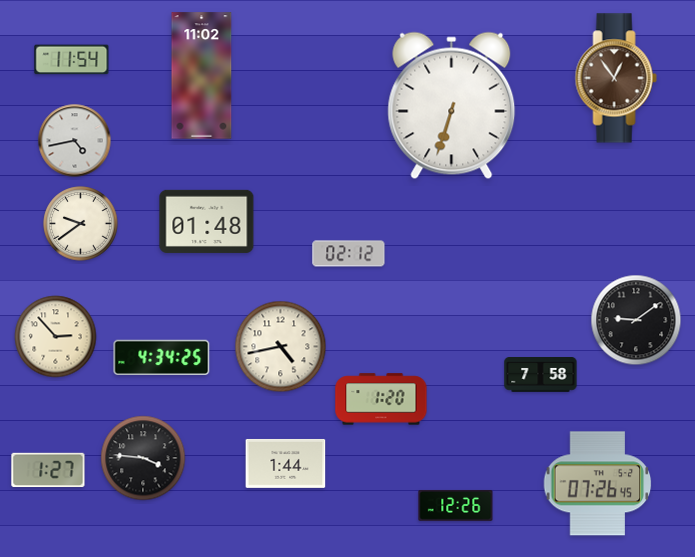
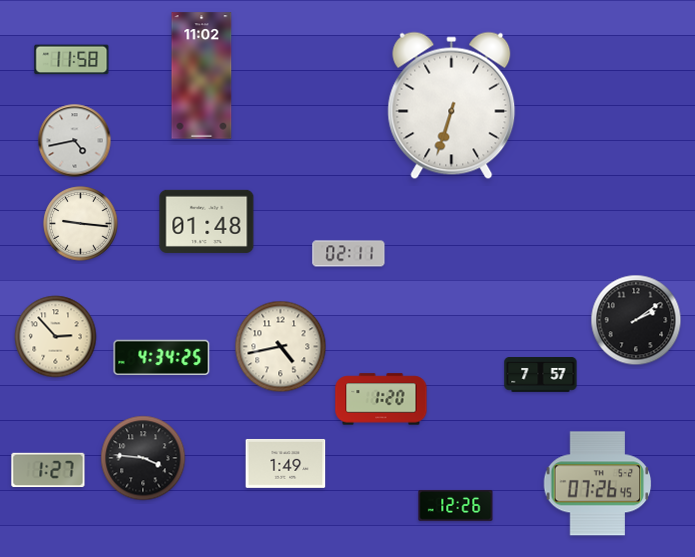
clock at (72, 60): 11:54 -> 11:58
clock at (616, 78): 12:54 -> none
clock at (81, 224): 9:39 -> 9:16
clock at (349, 254): 02:12 -> 02:11
clock at (636, 320): 9:09 -> 2:09
clock at (541, 375): 7:58 -> 7:57
clock at (286, 463): 1:44 -> 1:49
